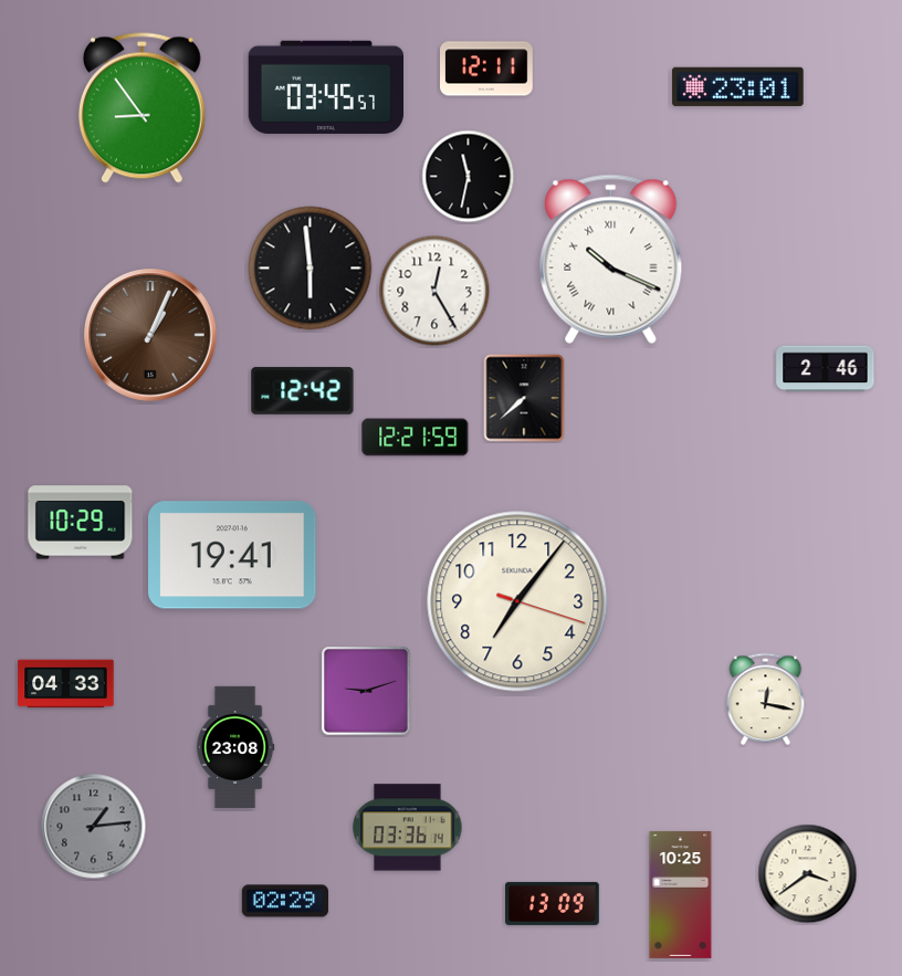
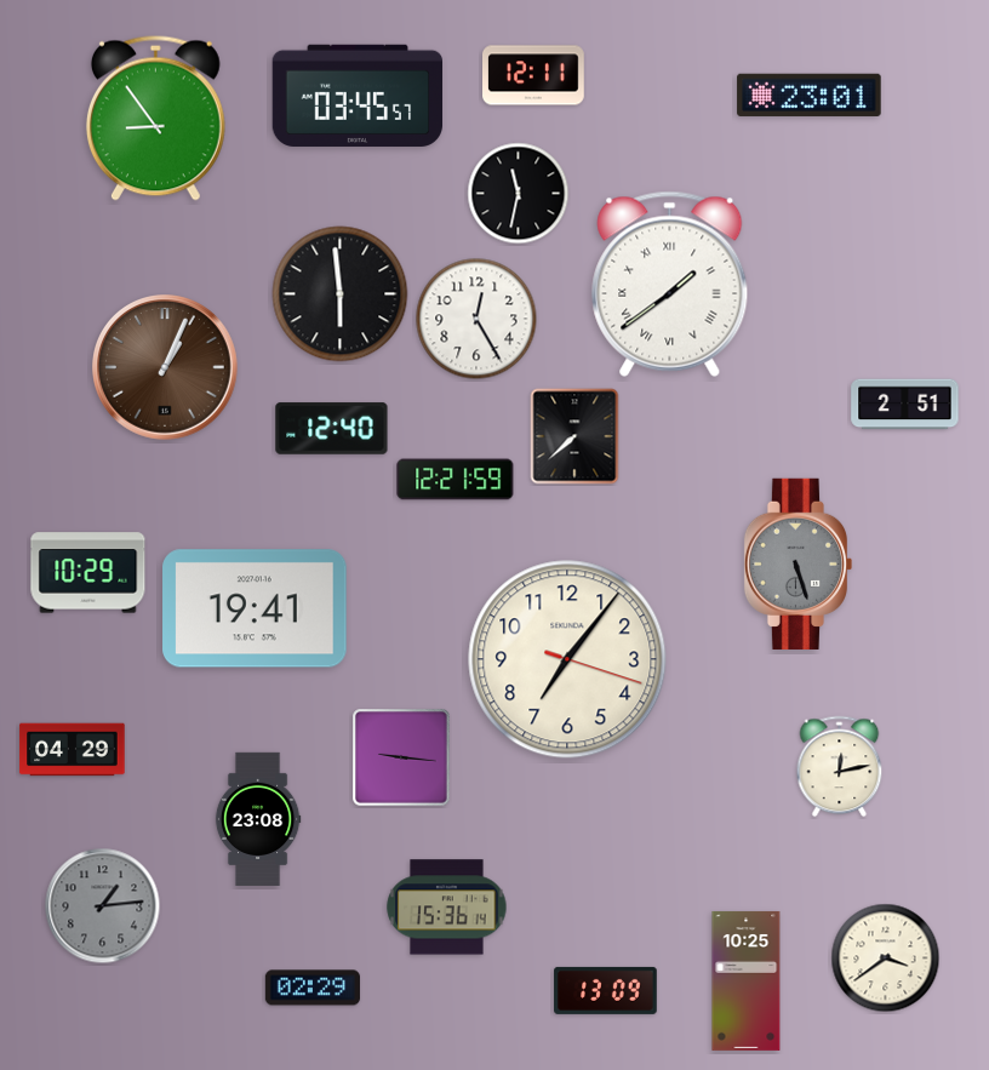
clock at (469, 177) position: (469, 177) -> (519, 194)
clock at (611, 259): 10:19 -> 1:39
clock at (826, 369): 2:46 -> 2:51
clock at (303, 391): 12:42 -> 12:40
clock at (798, 563): none -> 5:27
clock at (66, 684): 04:33 -> 04:29
clock at (366, 691): 9:12 -> 9:16
clock at (766, 700): 12:17 -> 12:13
clock at (408, 828): 03:36 -> 15:36
